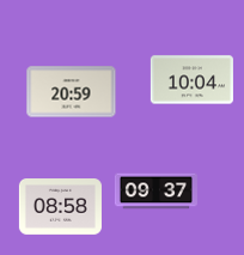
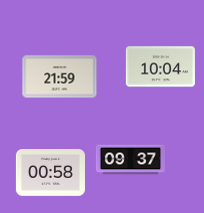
clock at (72, 92): 20:59 -> 21:59
clock at (60, 207): 08:58 -> 00:58
